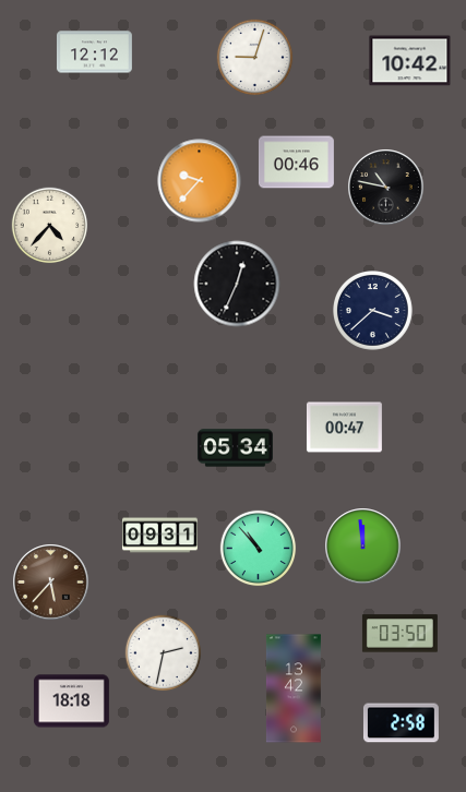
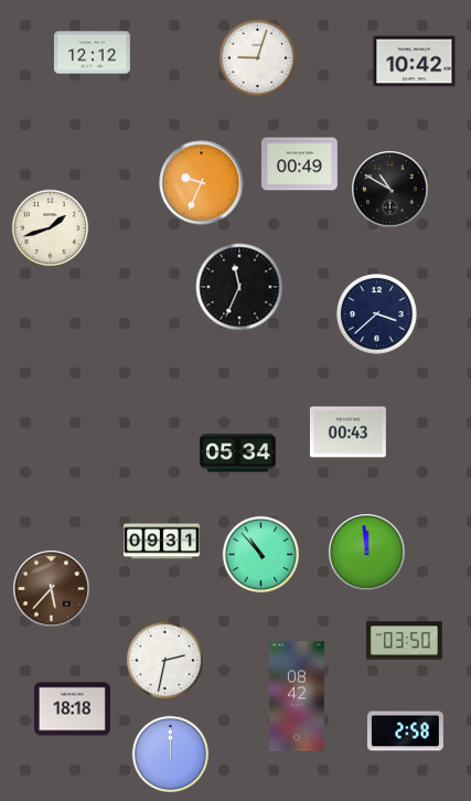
clock at (94, 52) position: (94, 52) -> (92, 53)
clock at (296, 163): 00:46 -> 00:49
clock at (200, 181): 9:37 -> 9:34
clock at (386, 188): 10:47 -> 10:50
clock at (50, 226): 4:37 -> 1:42
clock at (237, 284): 12:34 -> 11:34
clock at (344, 428): 00:47 -> 00:43
clock at (294, 688): 13:42 -> 08:42
clock at (171, 755): none -> 12:00
